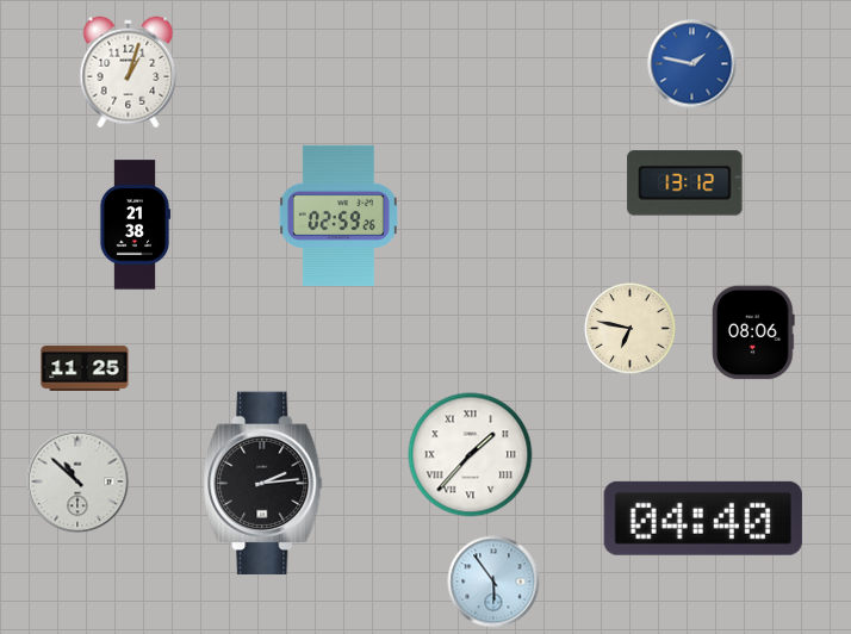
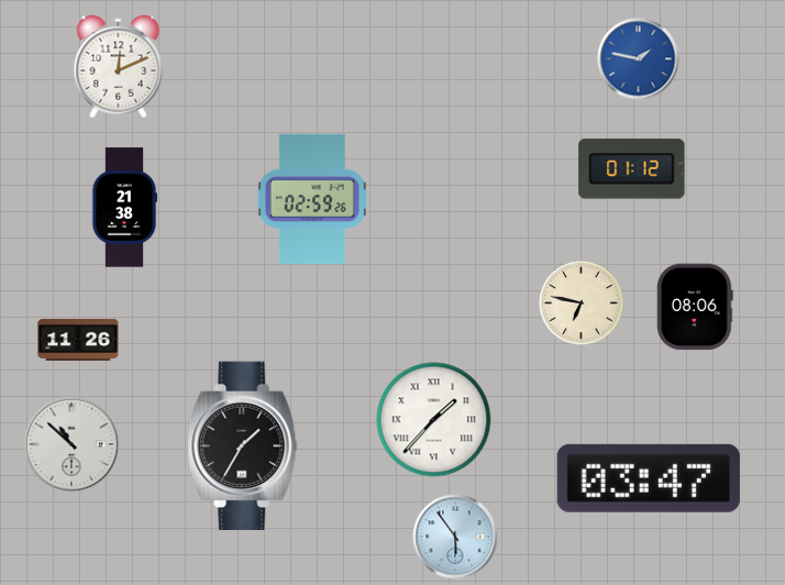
clock at (129, 73): 1:03 -> 12:11
clock at (685, 184): 13:12 -> 01:12
clock at (85, 368): 11:25 -> 11:26
clock at (263, 484): 2:14 -> 1:35
clock at (703, 518): 04:40 -> 03:47
